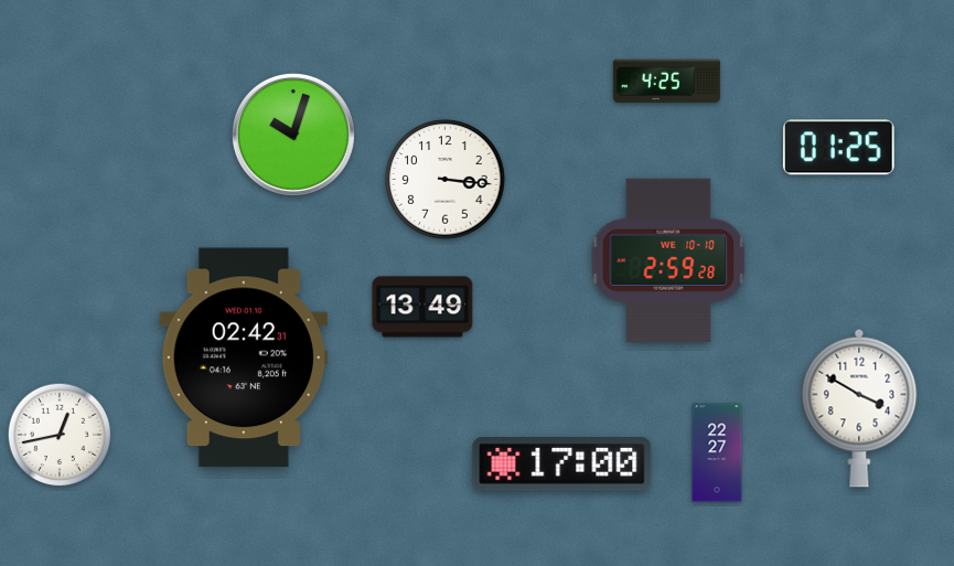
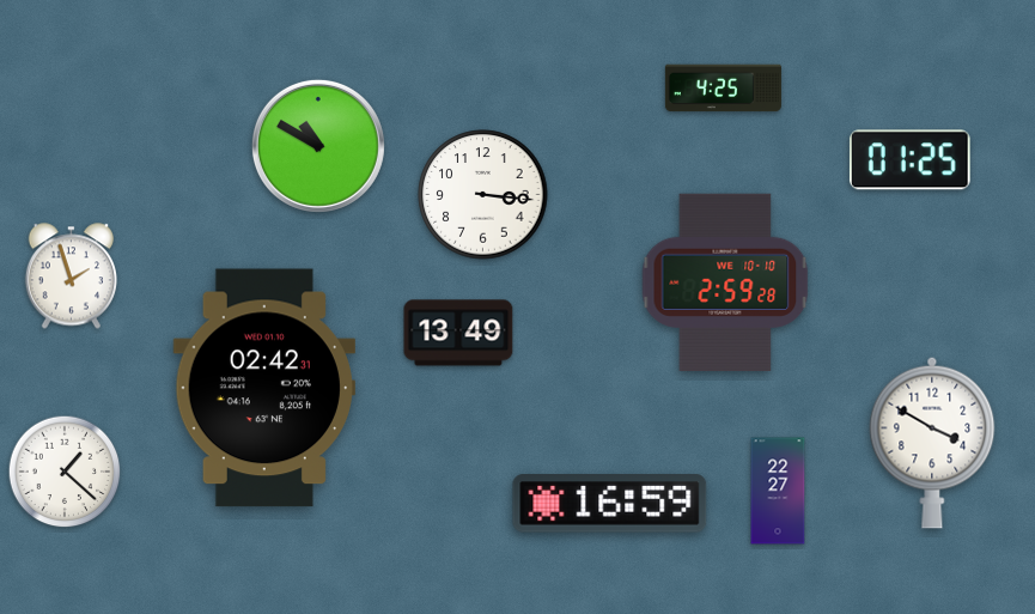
clock at (293, 135): 10:03 -> 10:50
clock at (71, 276): none -> 1:57
clock at (60, 435): 12:43 -> 1:22
clock at (562, 464): 17:00 -> 16:59
